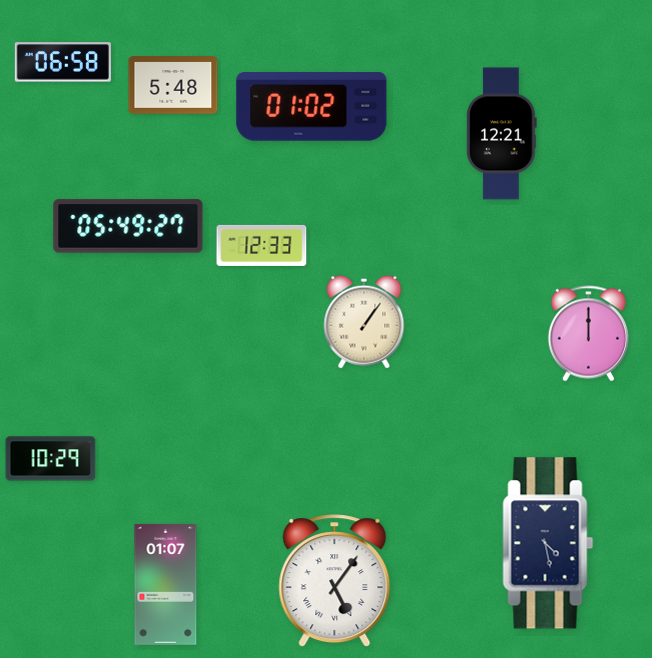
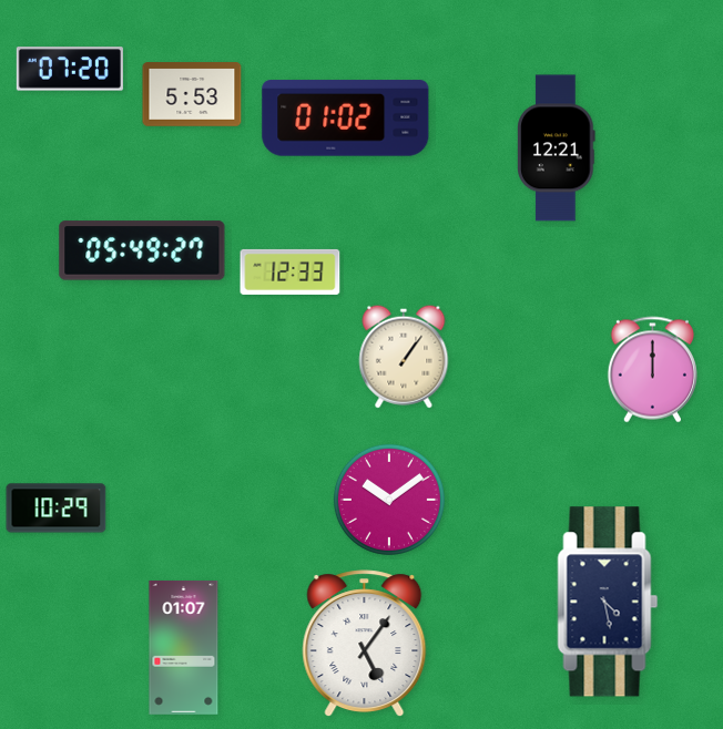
clock at (63, 62): 06:58 -> 07:20
clock at (173, 85): 5:48 -> 5:53
clock at (389, 500): none -> 10:09
clock at (335, 581) position: (335, 581) -> (365, 644)
